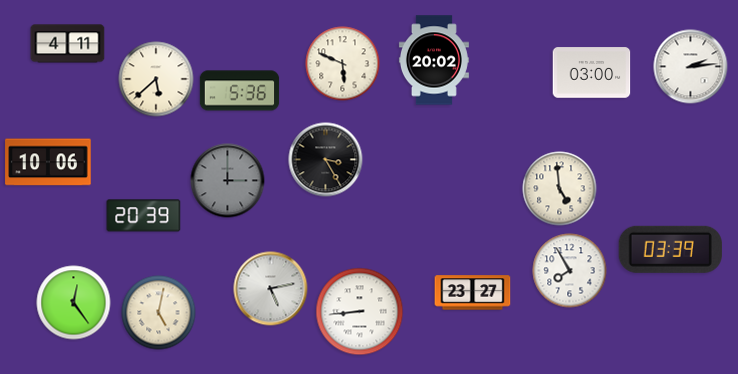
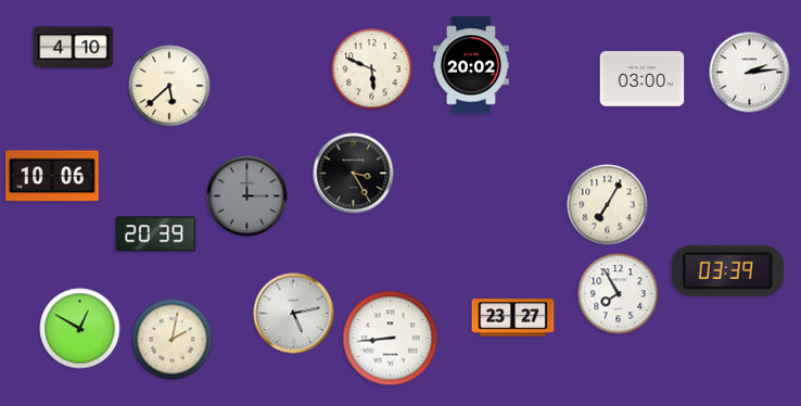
clock at (68, 44): 4:11 -> 4:10
clock at (240, 91): 5:36 -> none
clock at (560, 189): 4:59 -> 7:05
clock at (74, 303): 12:24 -> 12:50
clock at (159, 313): 5:02 -> 2:02
